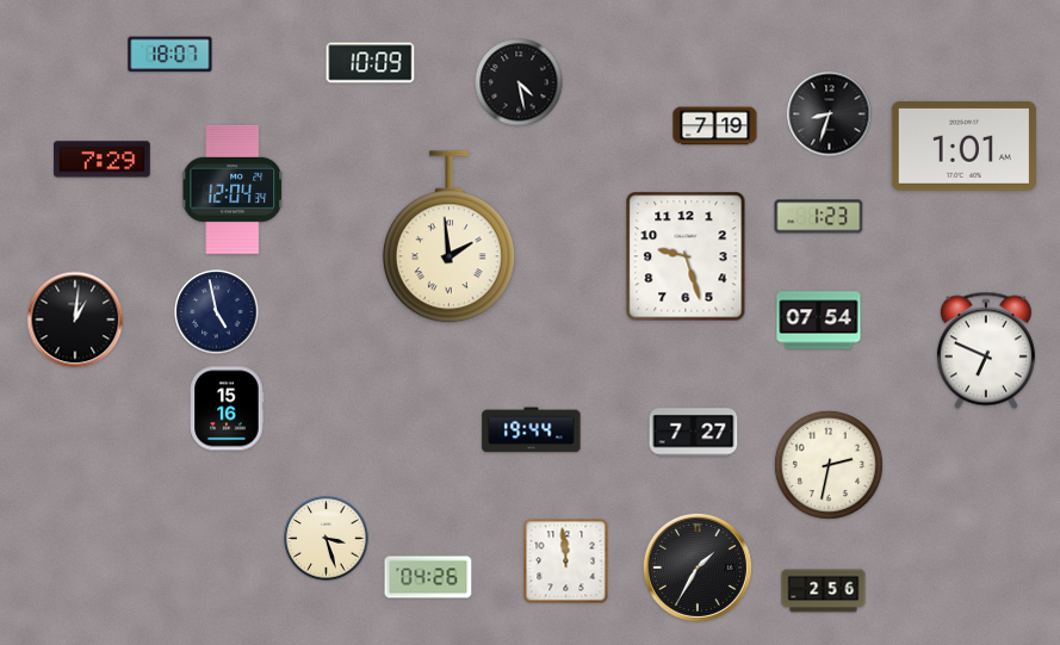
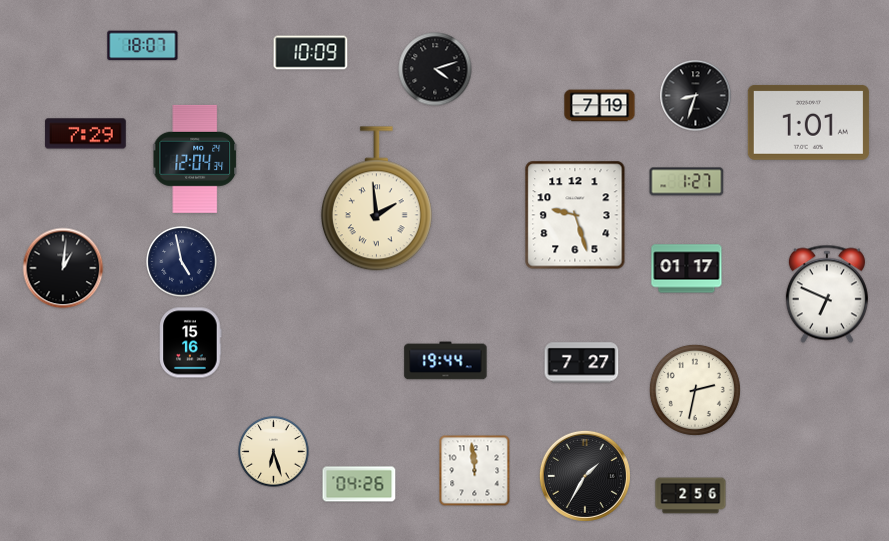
clock at (519, 82): 4:28 -> 4:12
clock at (819, 217): 1:23 -> 1:27
clock at (819, 321): 07:54 -> 01:17
clock at (327, 539): 3:27 -> 6:27
